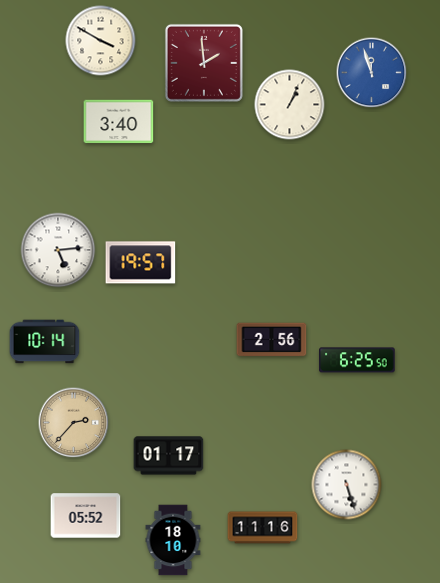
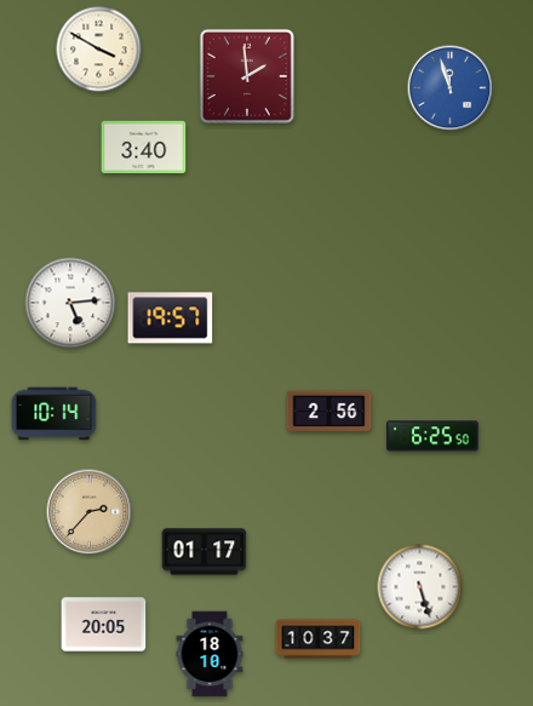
clock at (101, 41) position: (101, 41) -> (99, 50)
clock at (290, 105): 1:04 -> none
clock at (86, 516): 05:52 -> 20:05
clock at (263, 528): 11:16 -> 10:37
